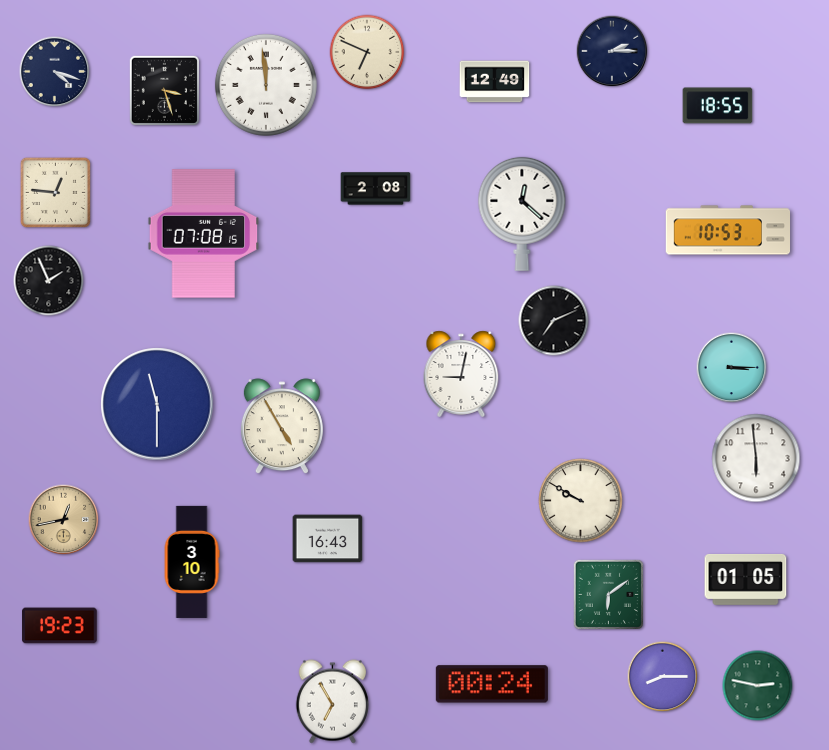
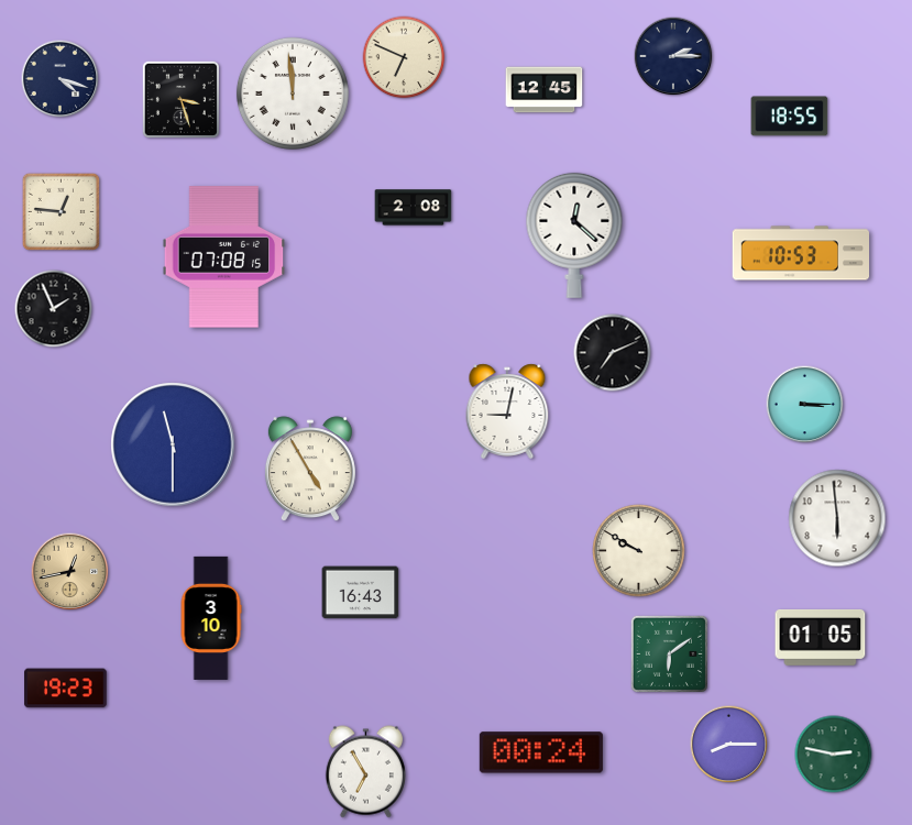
clock at (495, 82): 12:49 -> 12:45
clock at (554, 321) position: (554, 321) -> (613, 353)
clock at (756, 458) position: (756, 458) -> (837, 518)
